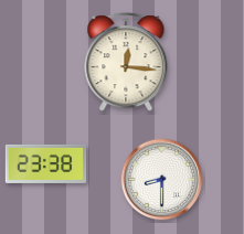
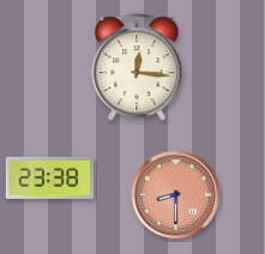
clock at (162, 180) dial: white -> salmon
